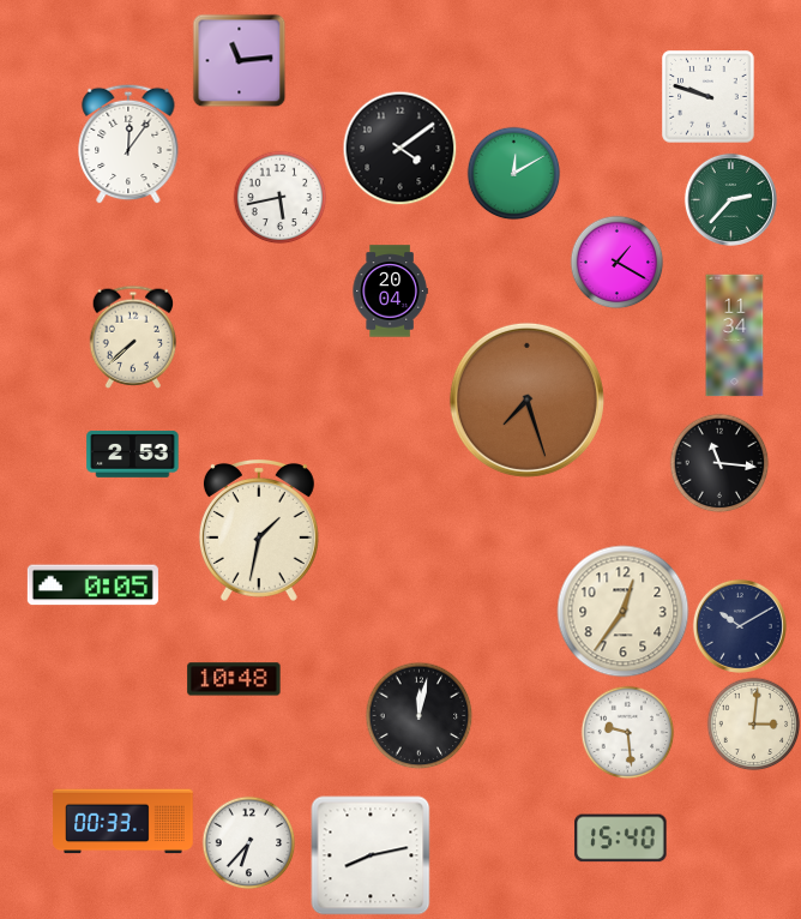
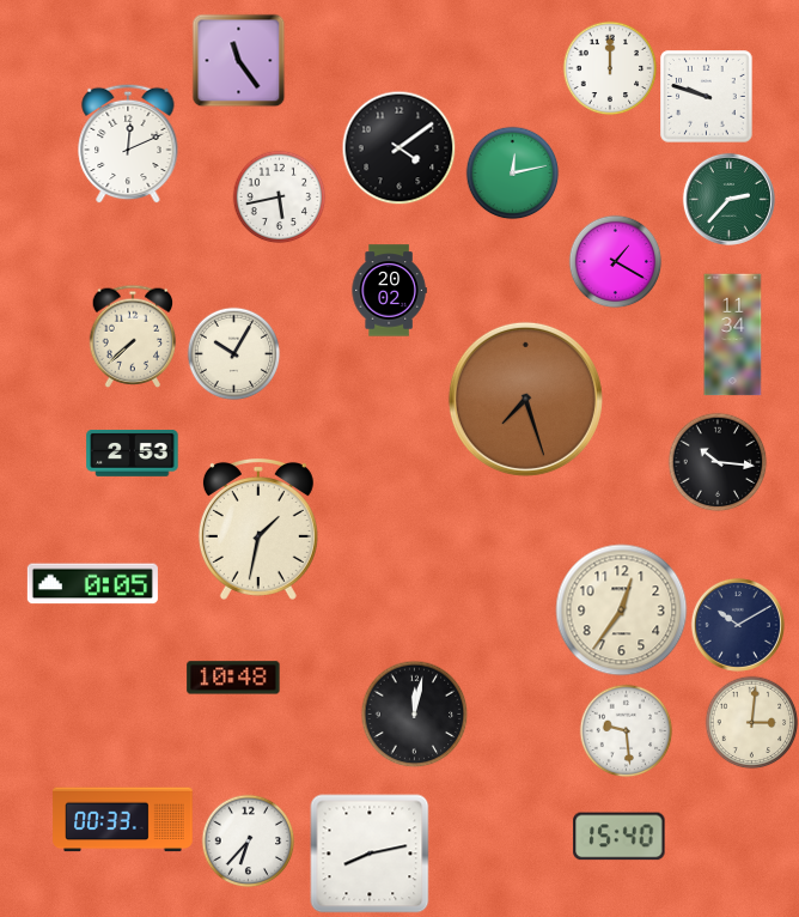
clock at (239, 60): 11:14 -> 11:24
clock at (610, 68): none -> 12:00
clock at (128, 144): 12:06 -> 12:11
clock at (513, 173): 12:10 -> 12:13
clock at (390, 292): 20:04 -> 20:02
clock at (233, 353): none -> 10:05
clock at (719, 463): 11:16 -> 10:16
clock at (418, 715) position: (418, 715) -> (414, 713)
